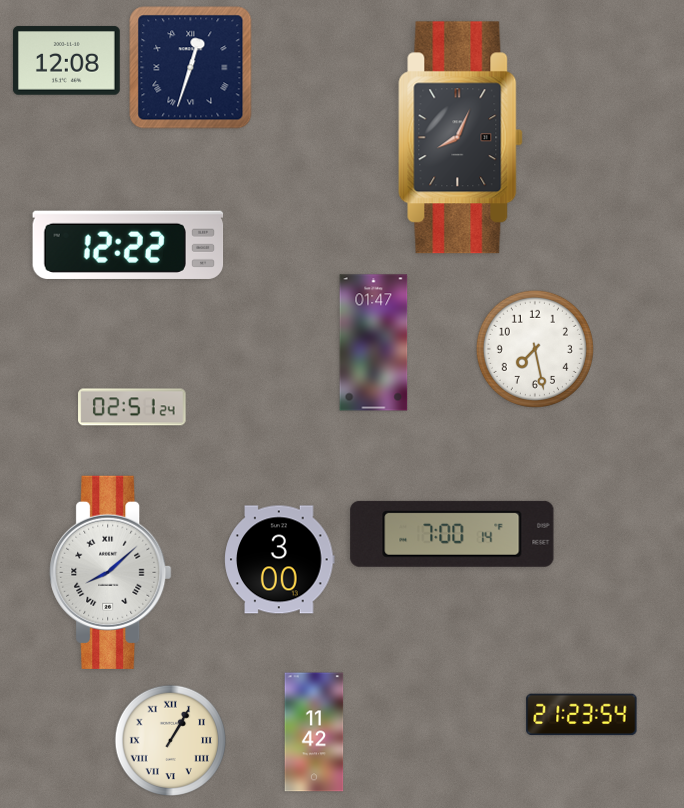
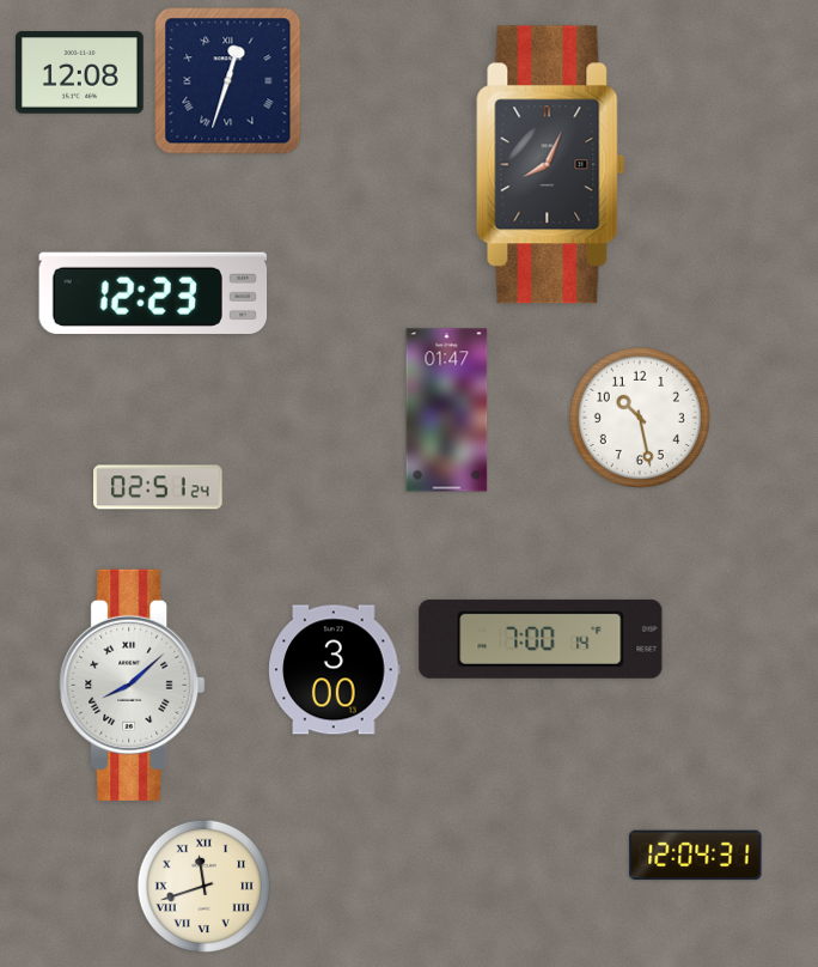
clock at (128, 245): 12:22 -> 12:23
clock at (535, 349): 7:28 -> 10:28
clock at (582, 715): 21:23 -> 12:04
clock at (314, 732): 11:42 -> none
clock at (170, 741): 1:05 -> 11:42
